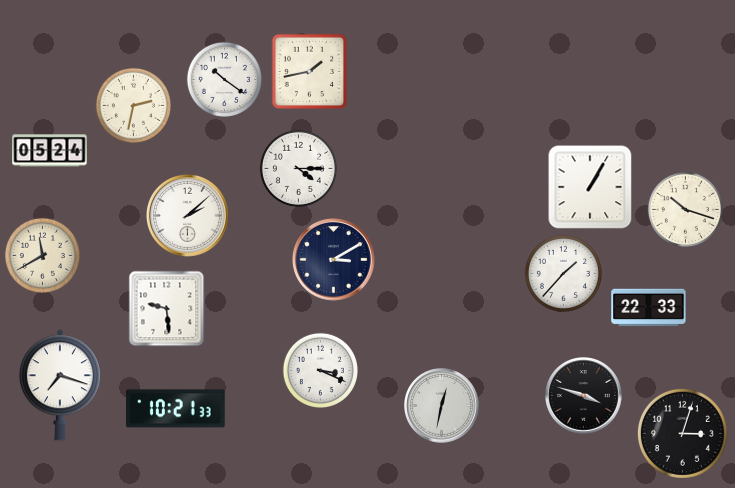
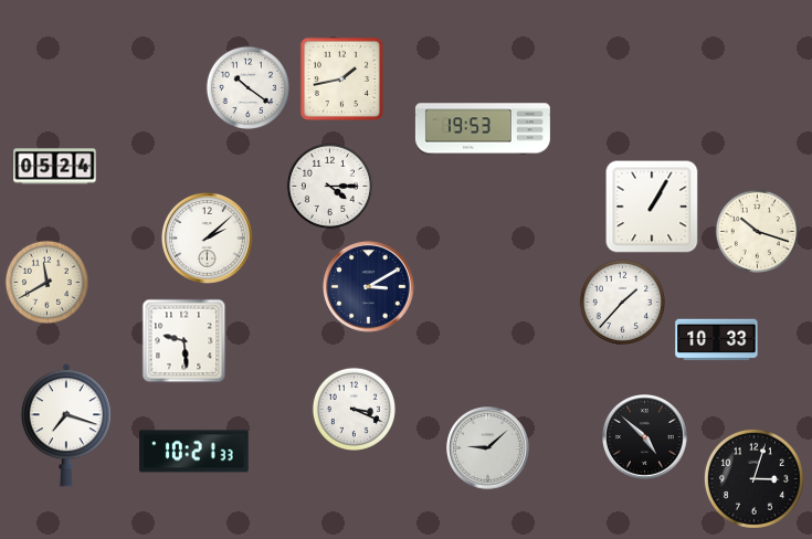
clock at (133, 105): 2:32 -> none
clock at (483, 128): none -> 19:53
clock at (649, 308): 22:33 -> 10:33
clock at (584, 396): 3:48 -> 4:52
clock at (442, 406): 12:32 -> 9:08
